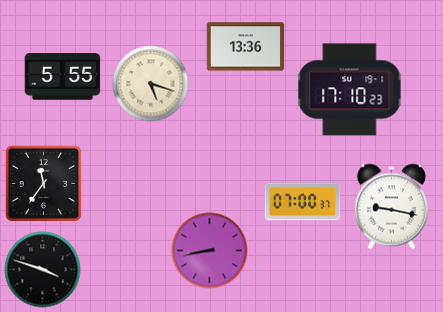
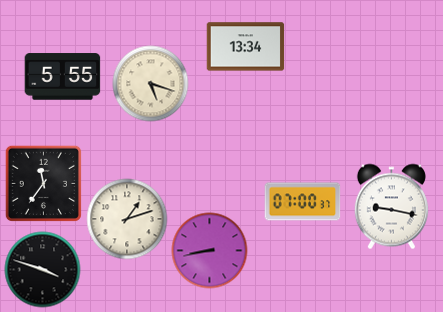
clock at (246, 47): 13:36 -> 13:34
clock at (350, 90): 17:10 -> none
clock at (127, 219): none -> 1:12
